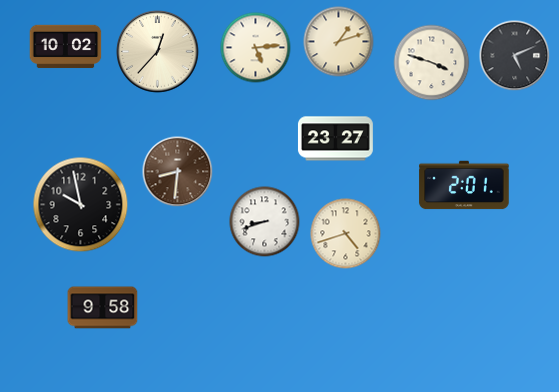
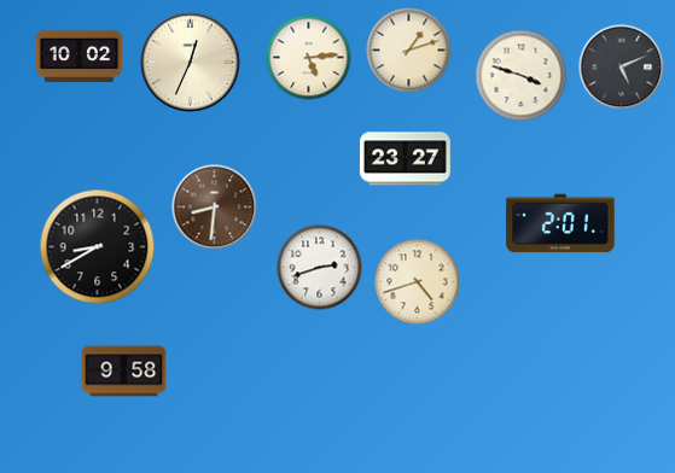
clock at (158, 52): 12:37 -> 12:34
clock at (335, 139) position: (335, 139) -> (405, 159)
clock at (81, 205): 9:58 -> 8:40
clock at (265, 222): 8:42 -> 2:42
